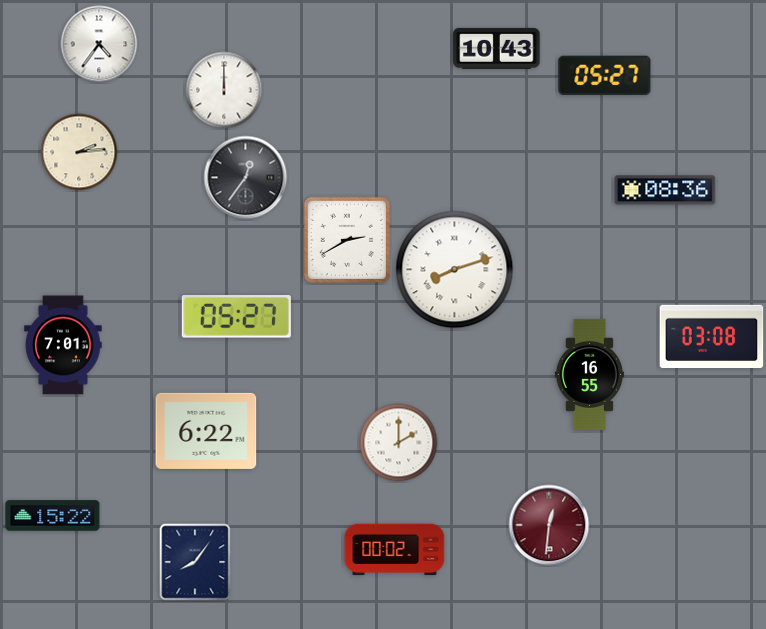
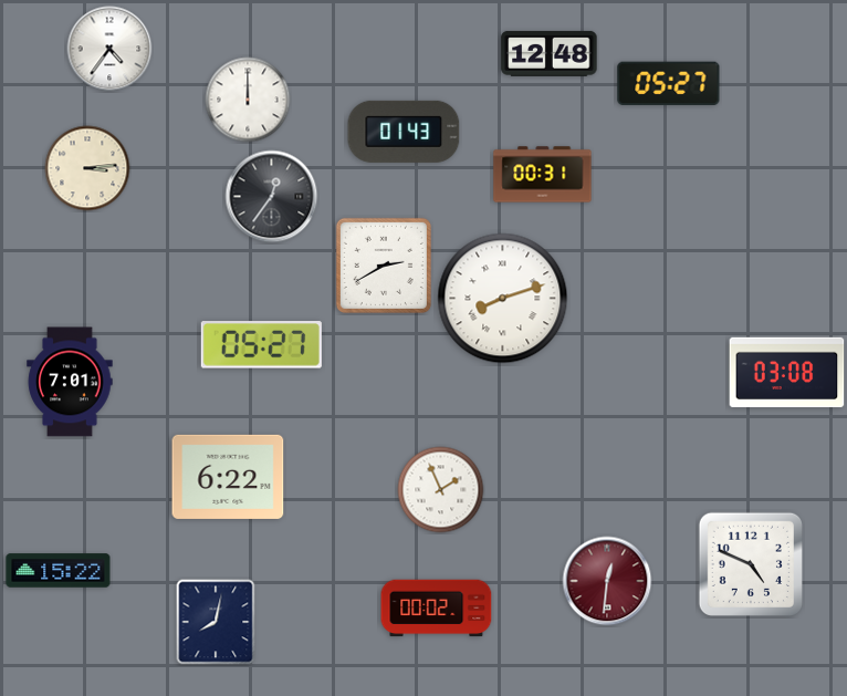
clock at (497, 48): 10:43 -> 12:48
clock at (404, 132): none -> 01:43
clock at (79, 152): 2:14 -> 3:14
clock at (543, 175): none -> 00:31
clock at (665, 190): 08:36 -> none
clock at (236, 317) position: (236, 317) -> (261, 345)
clock at (589, 374): 16:55 -> none
clock at (399, 443): 2:00 -> 1:56
clock at (751, 564): none -> 4:49
clock at (195, 562): 8:06 -> 8:02
